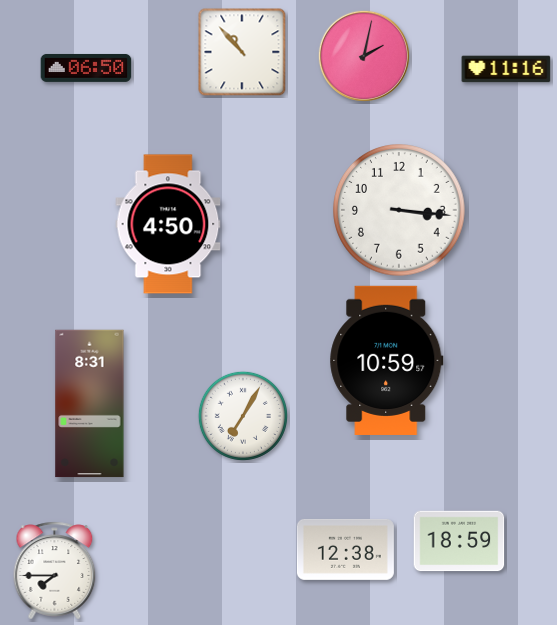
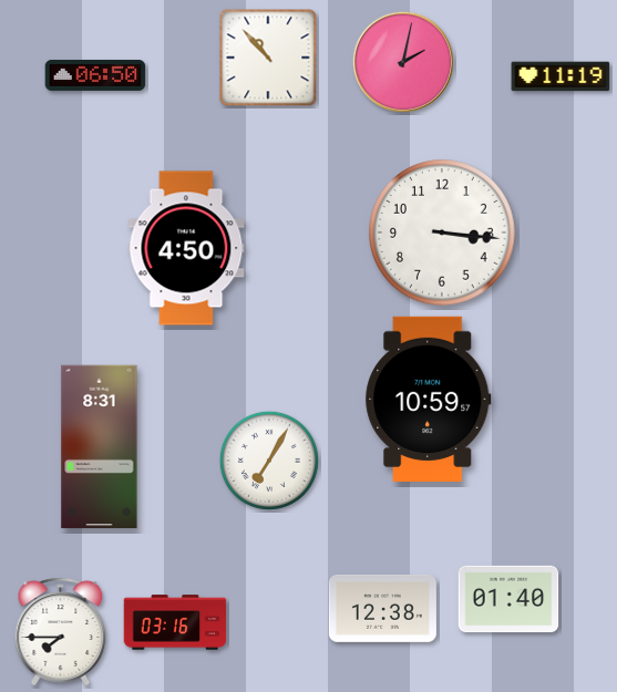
clock at (506, 69): 11:16 -> 11:19
clock at (459, 541): 18:59 -> 01:40
clock at (175, 622): none -> 03:16
